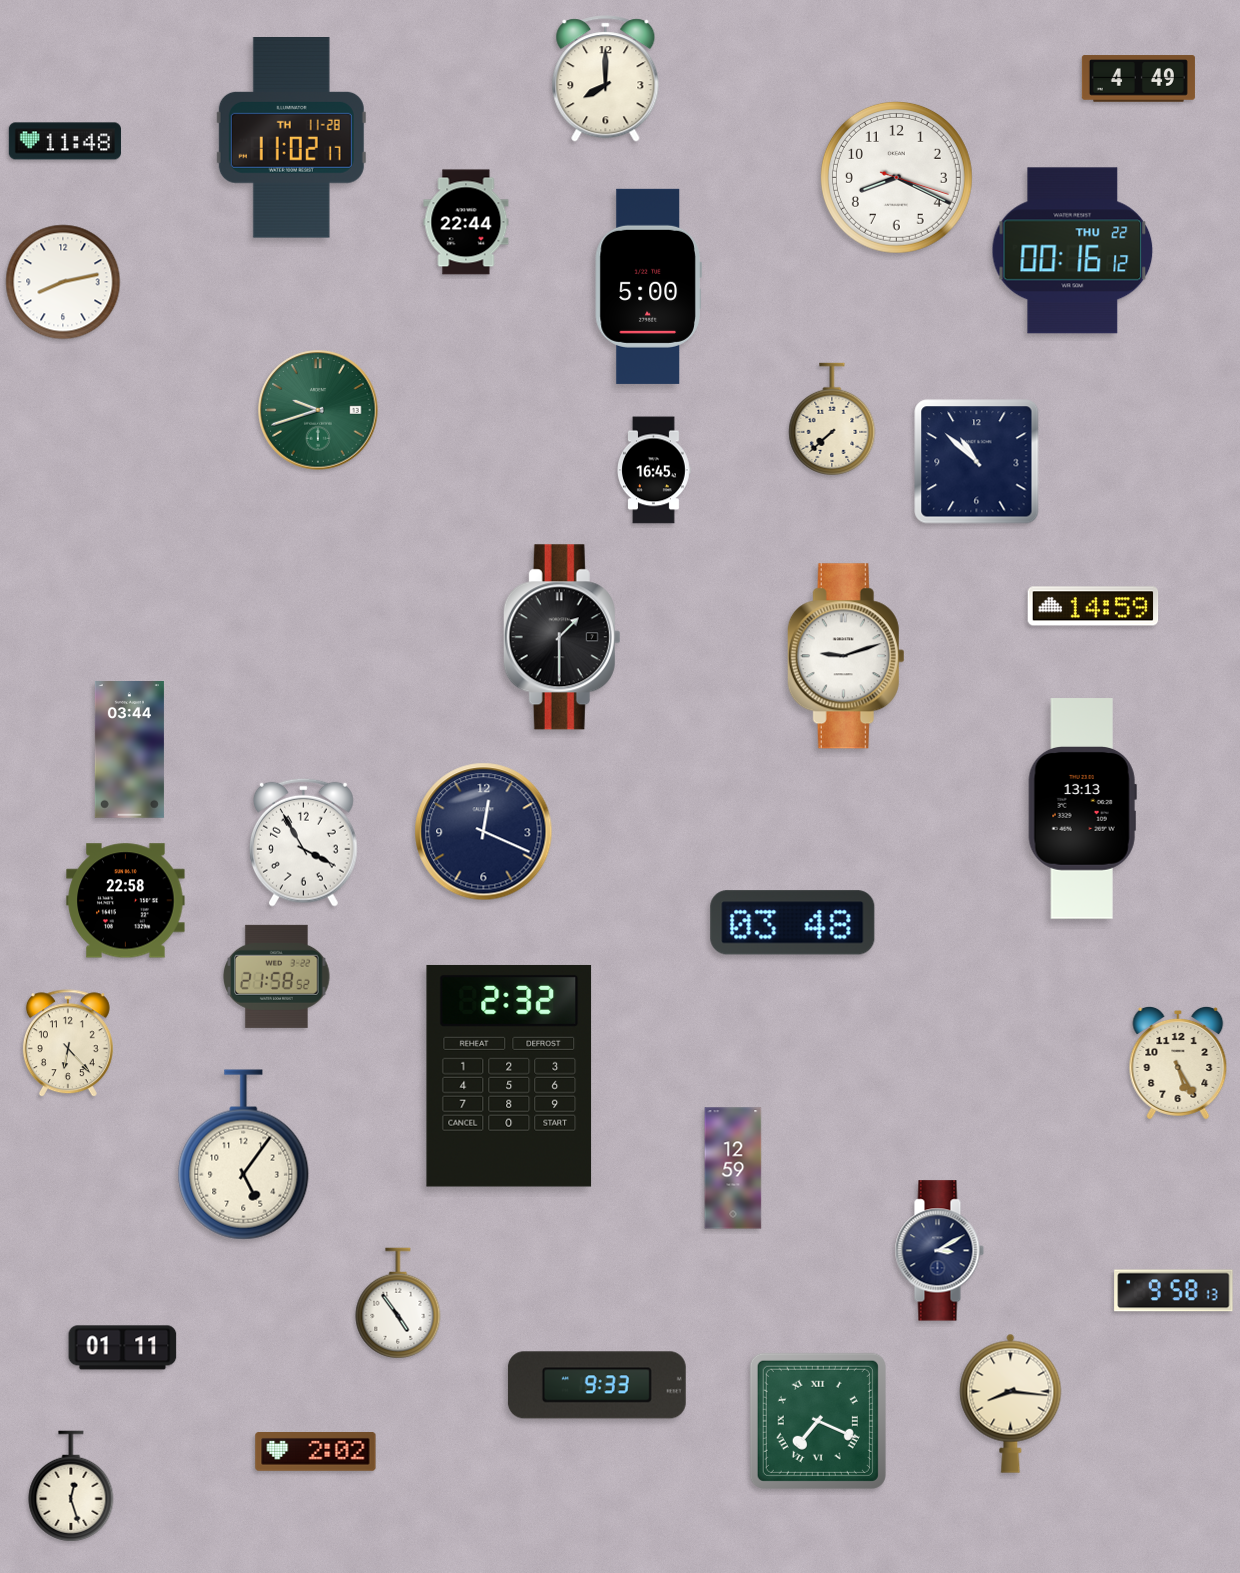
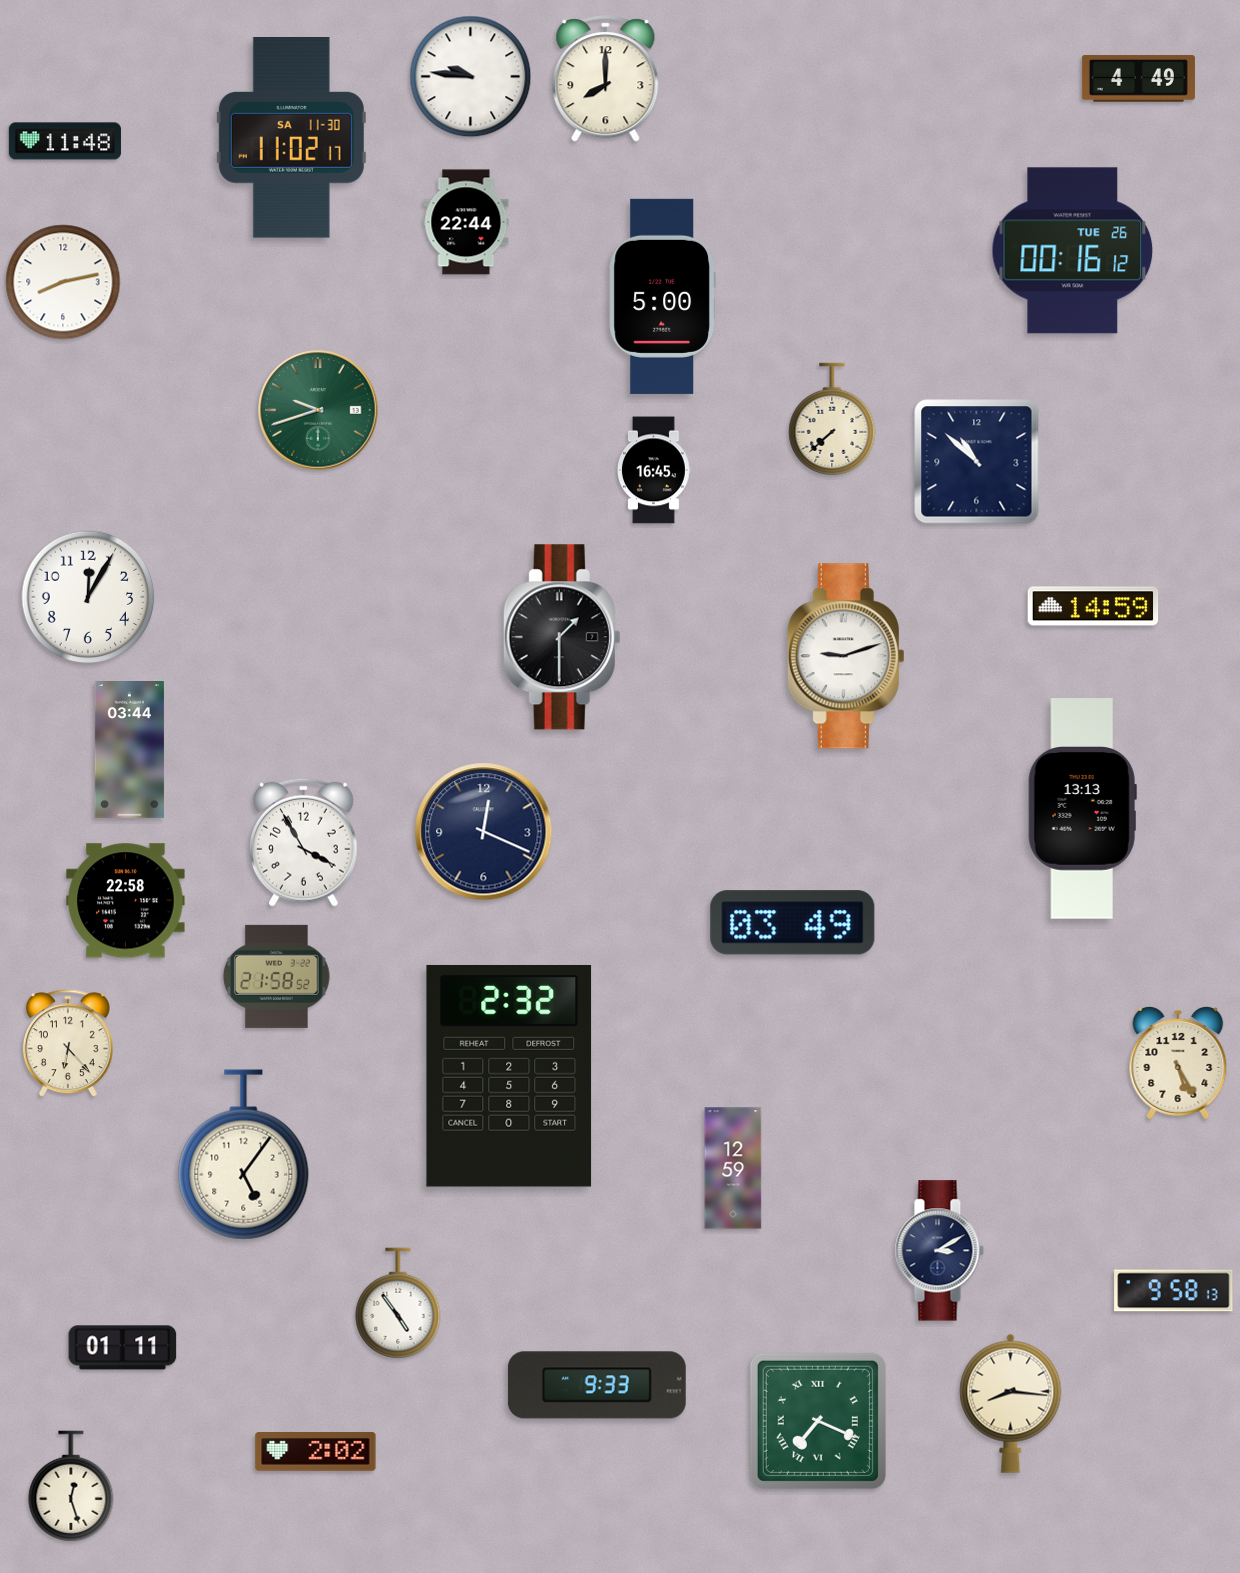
clock at (471, 77): none -> 9:46
clock at (291, 138) date: TH 11-28 -> SA 11-30
clock at (896, 177): 8:19 -> none
clock at (1073, 251) date: THU 22 -> TUE 26
clock at (648, 286) position: (648, 286) -> (662, 296)
clock at (88, 597): none -> 12:05
clock at (793, 923): 03:48 -> 03:49
